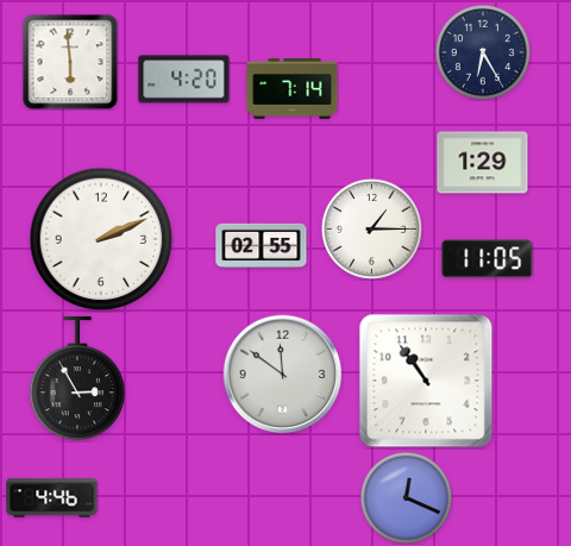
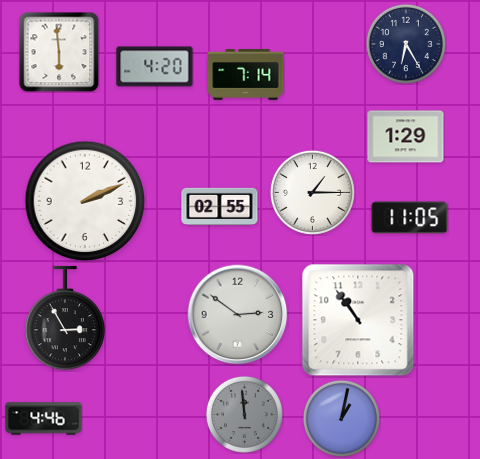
clock at (283, 375): 11:51 -> 2:51
clock at (244, 414): none -> 11:59
clock at (406, 497): 12:19 -> 1:02
